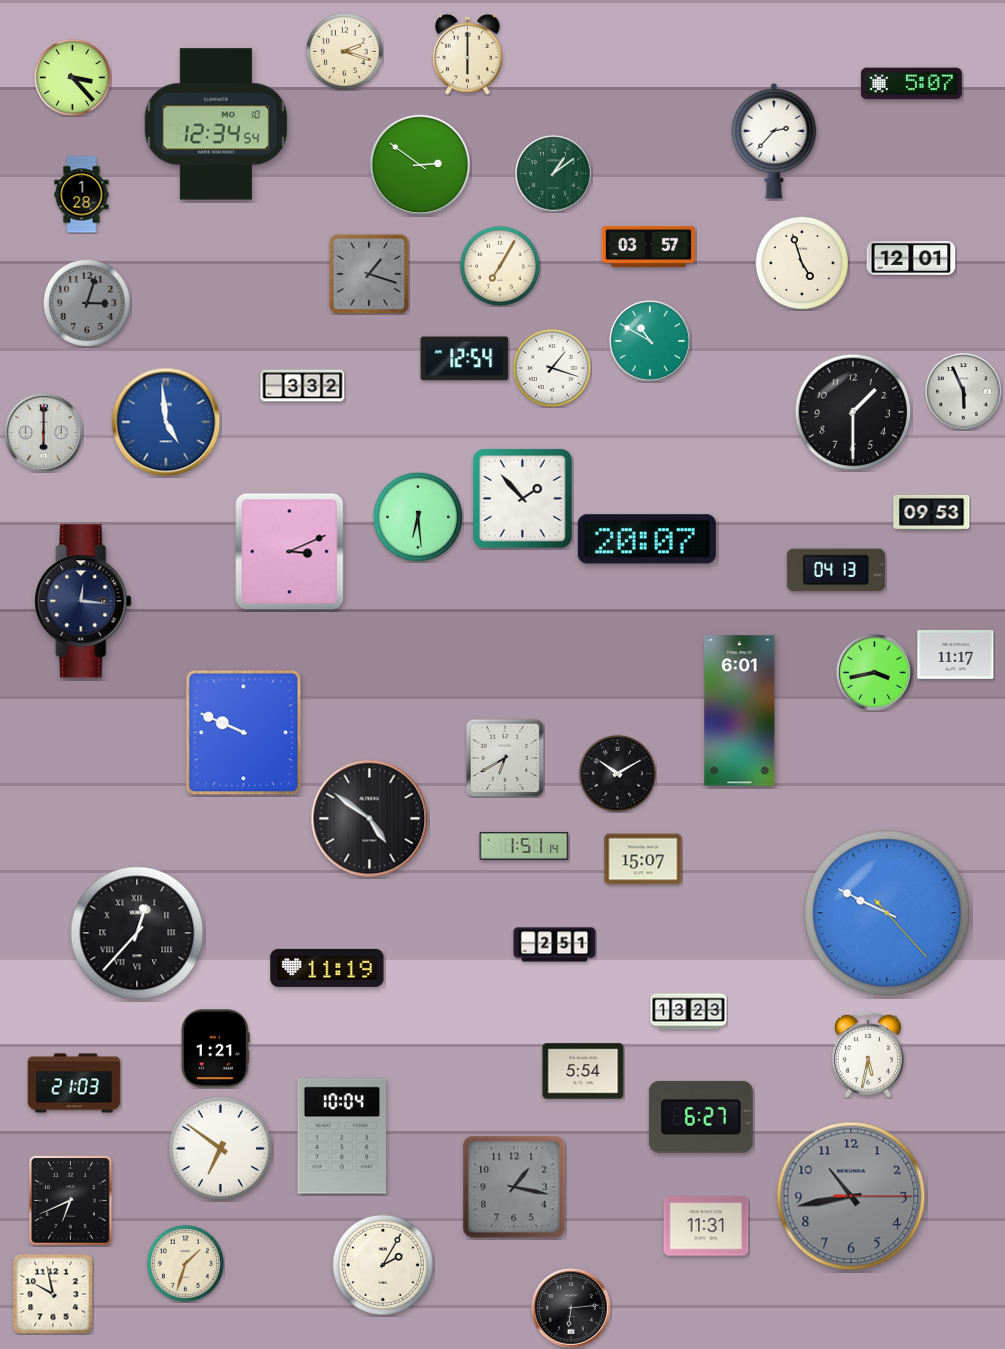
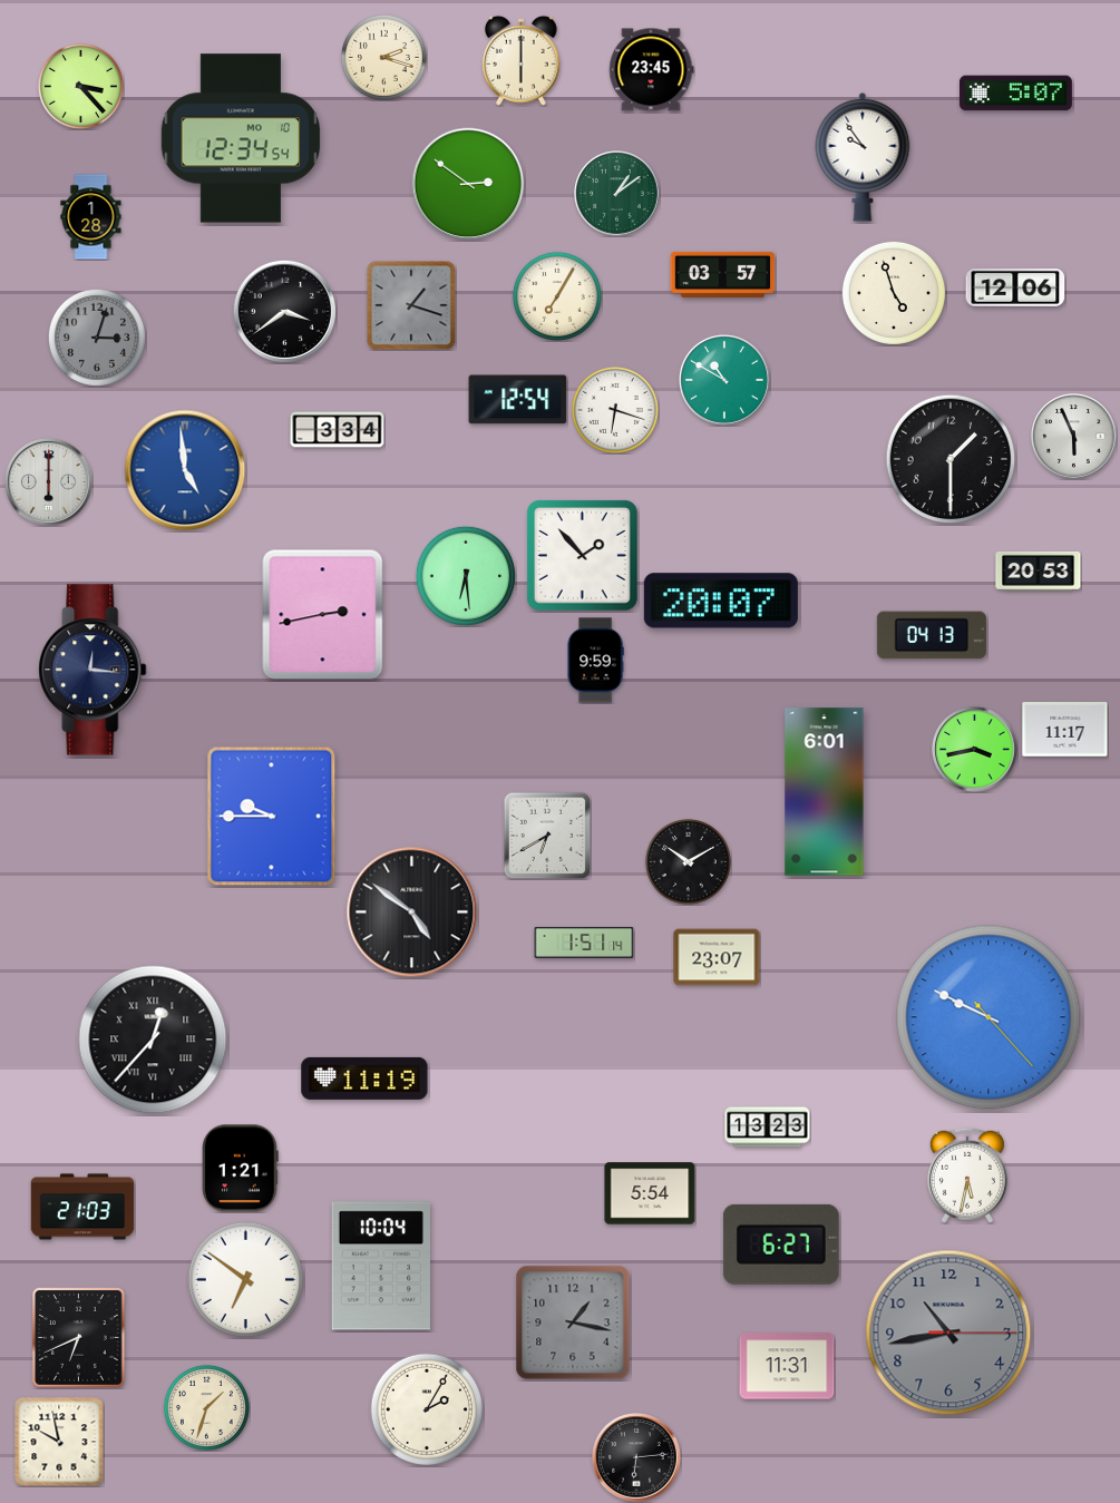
clock at (652, 70): none -> 23:45
clock at (774, 141): 2:37 -> 9:54
clock at (911, 258): 12:01 -> 12:06
clock at (284, 311): none -> 3:39
clock at (552, 368): 1:18 -> 6:18
clock at (303, 386): 3:32 -> 3:34
clock at (932, 513): 09:53 -> 20:53
clock at (290, 552): 3:11 -> 2:43
clock at (595, 661): none -> 9:59
clock at (244, 733): 9:49 -> 9:45
clock at (505, 758) position: (505, 758) -> (547, 836)
clock at (643, 859): 15:07 -> 23:07
clock at (555, 945): 2:51 -> none
